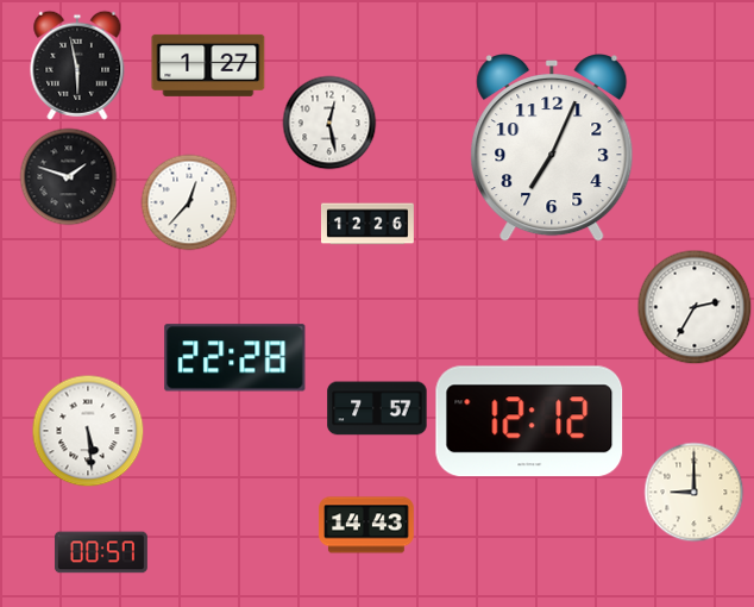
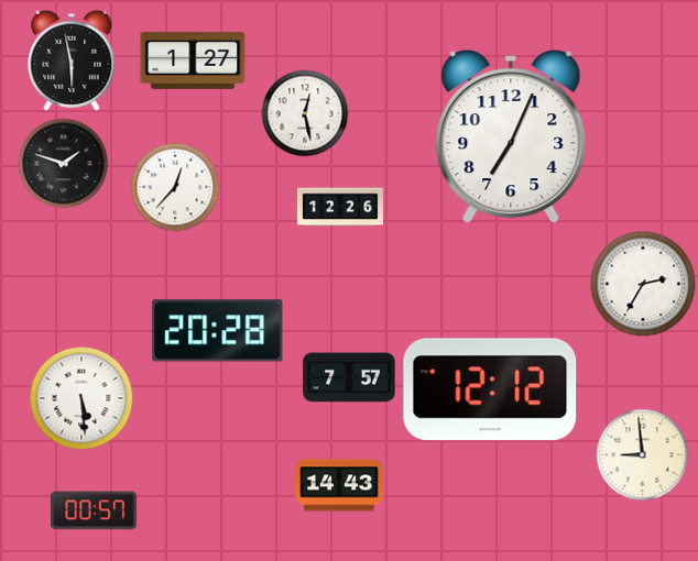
clock at (235, 358): 22:28 -> 20:28
clock at (695, 493): 9:00 -> 8:59
